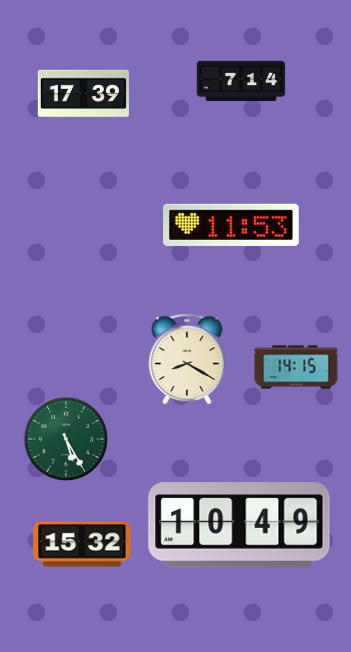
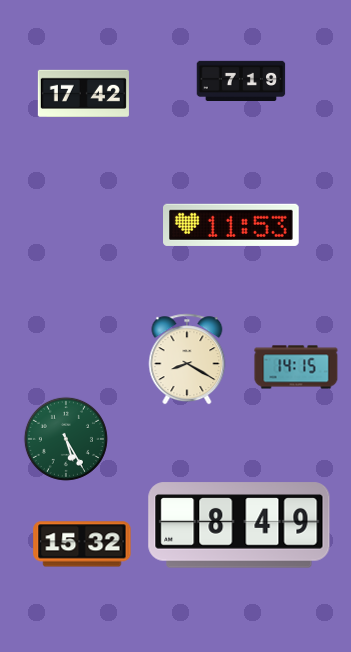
clock at (241, 80): 7:14 -> 7:19
clock at (83, 93): 17:39 -> 17:42
clock at (239, 525): 10:49 -> 8:49
